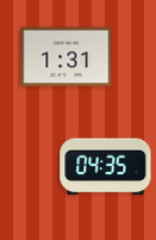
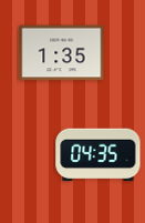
clock at (67, 57): 1:31 -> 1:35
